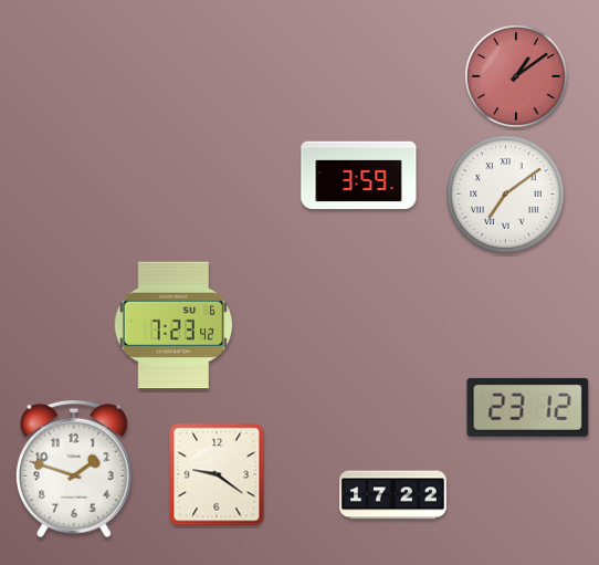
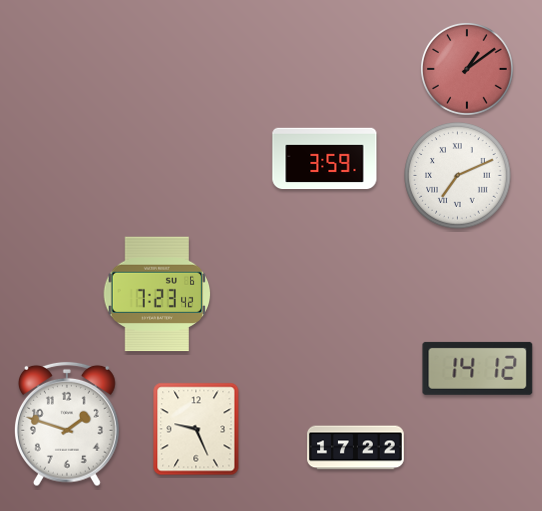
clock at (506, 195): 7:09 -> 7:11
clock at (528, 407): 23:12 -> 14:12
clock at (217, 474): 9:21 -> 9:26
